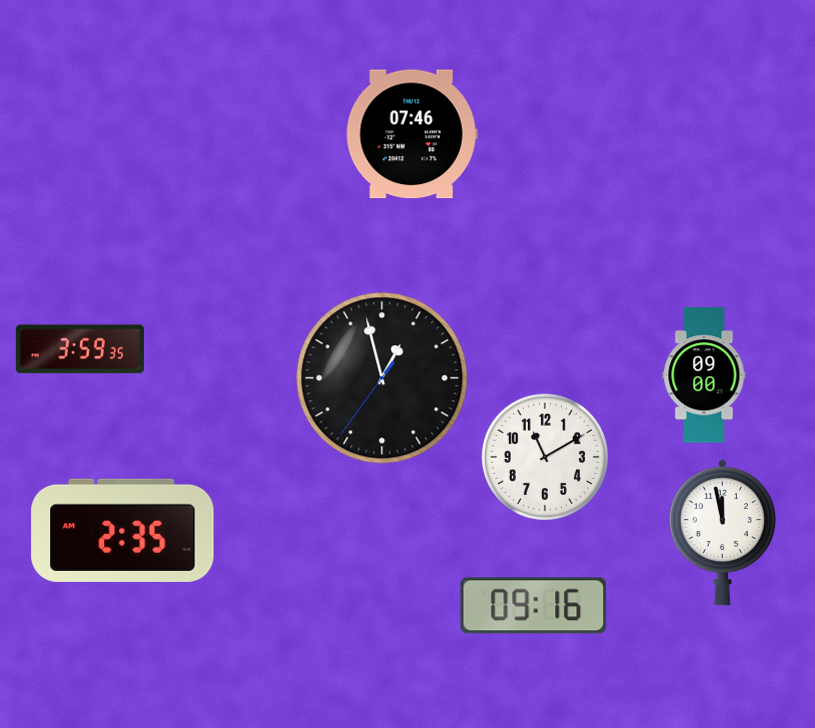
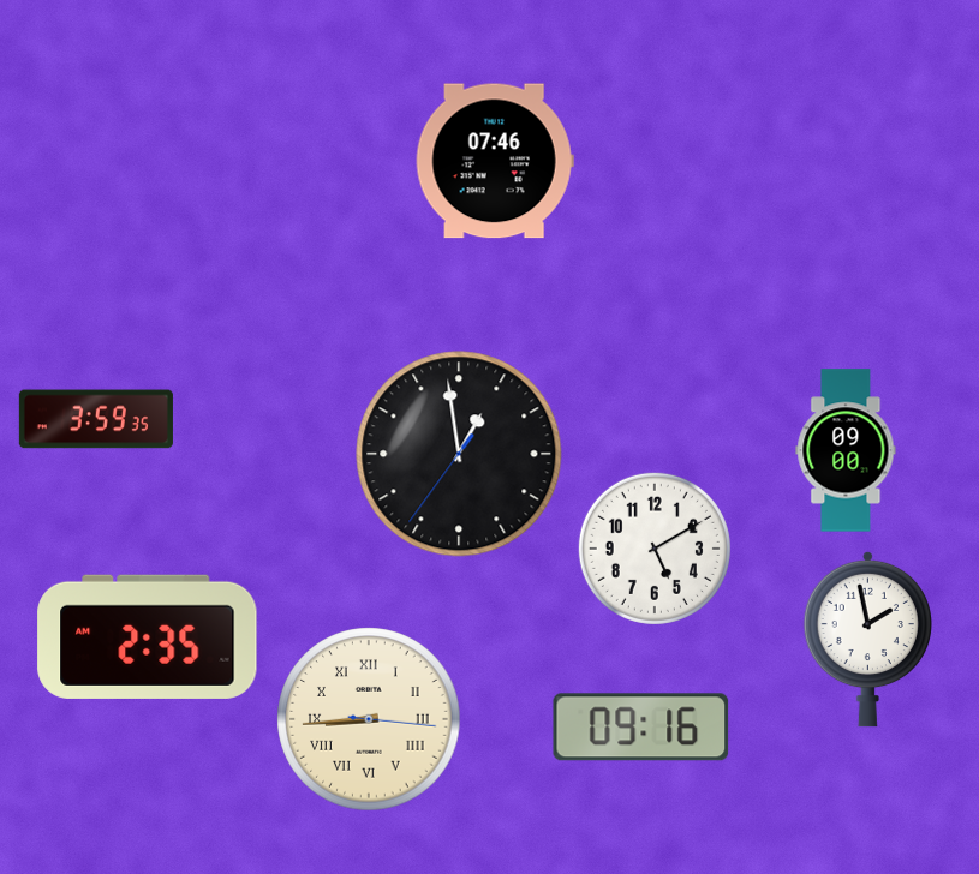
clock at (382, 378): 12:57 -> 12:58
clock at (545, 457): 11:10 -> 5:10
clock at (722, 532): 11:58 -> 1:58
clock at (369, 719): none -> 8:44
